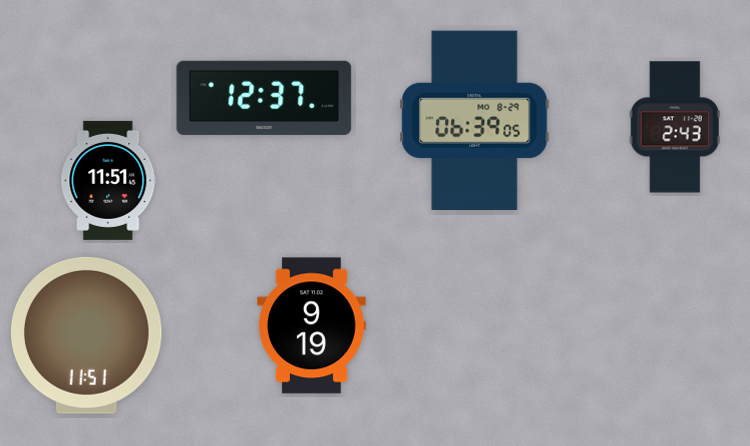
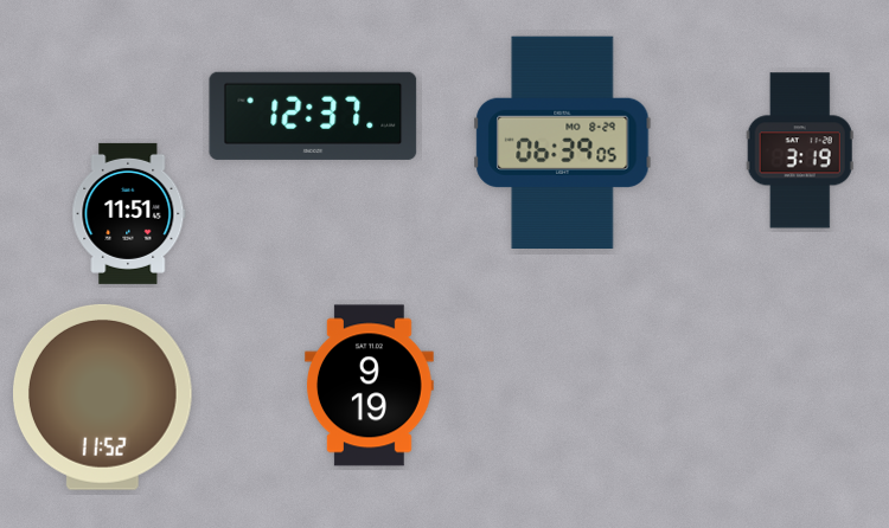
clock at (675, 127): 2:43 -> 3:19
clock at (87, 335): 11:51 -> 11:52
